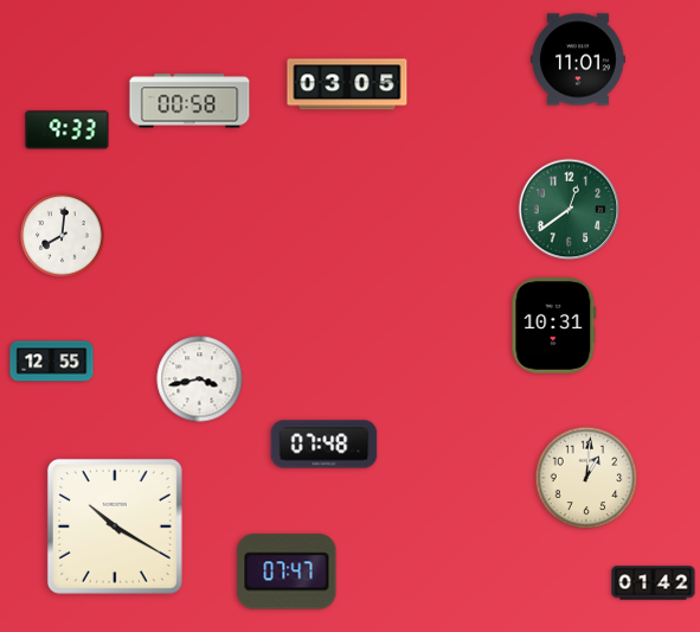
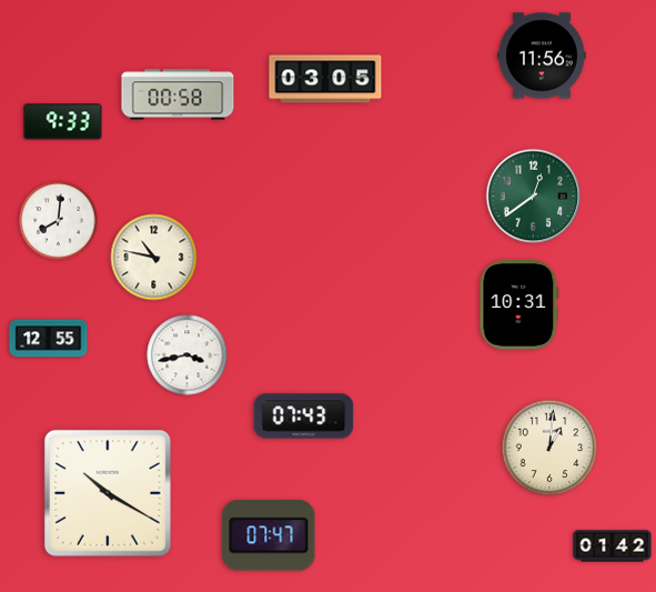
clock at (578, 59): 11:01 -> 11:56
clock at (154, 258): none -> 10:47
clock at (325, 445): 07:48 -> 07:43
